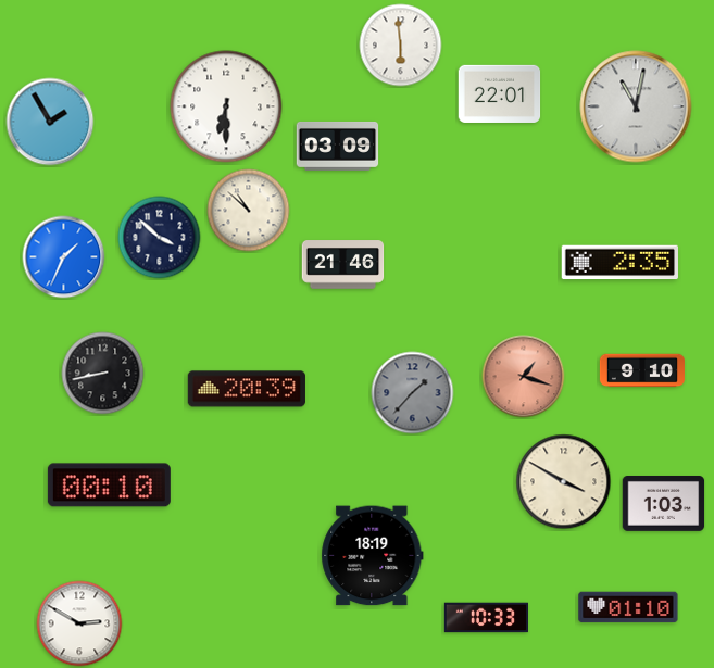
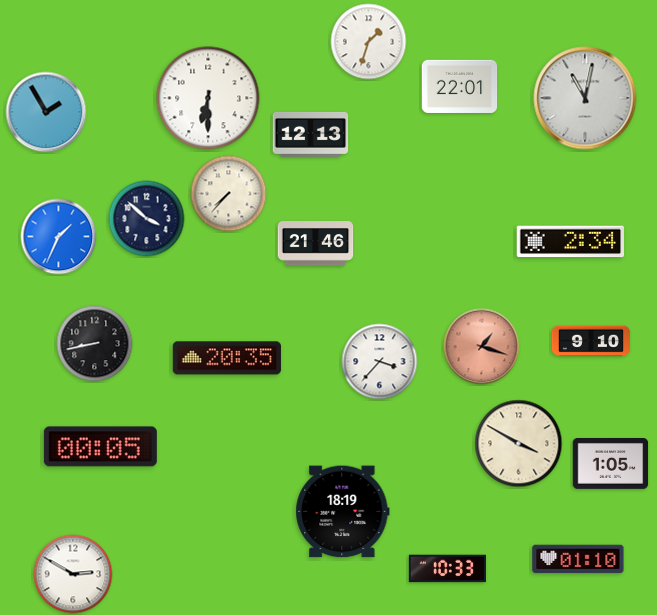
clock at (401, 46): 5:59 -> 1:33
clock at (338, 146): 03:09 -> 12:13
clock at (249, 211): 10:52 -> 7:37
clock at (619, 263): 2:35 -> 2:34
clock at (247, 389): 20:39 -> 20:35
clock at (413, 393): 1:37 -> 3:37
clock at (413, 393) dial: grey -> white
clock at (109, 486): 00:10 -> 00:05
clock at (664, 504): 1:03 -> 1:05
